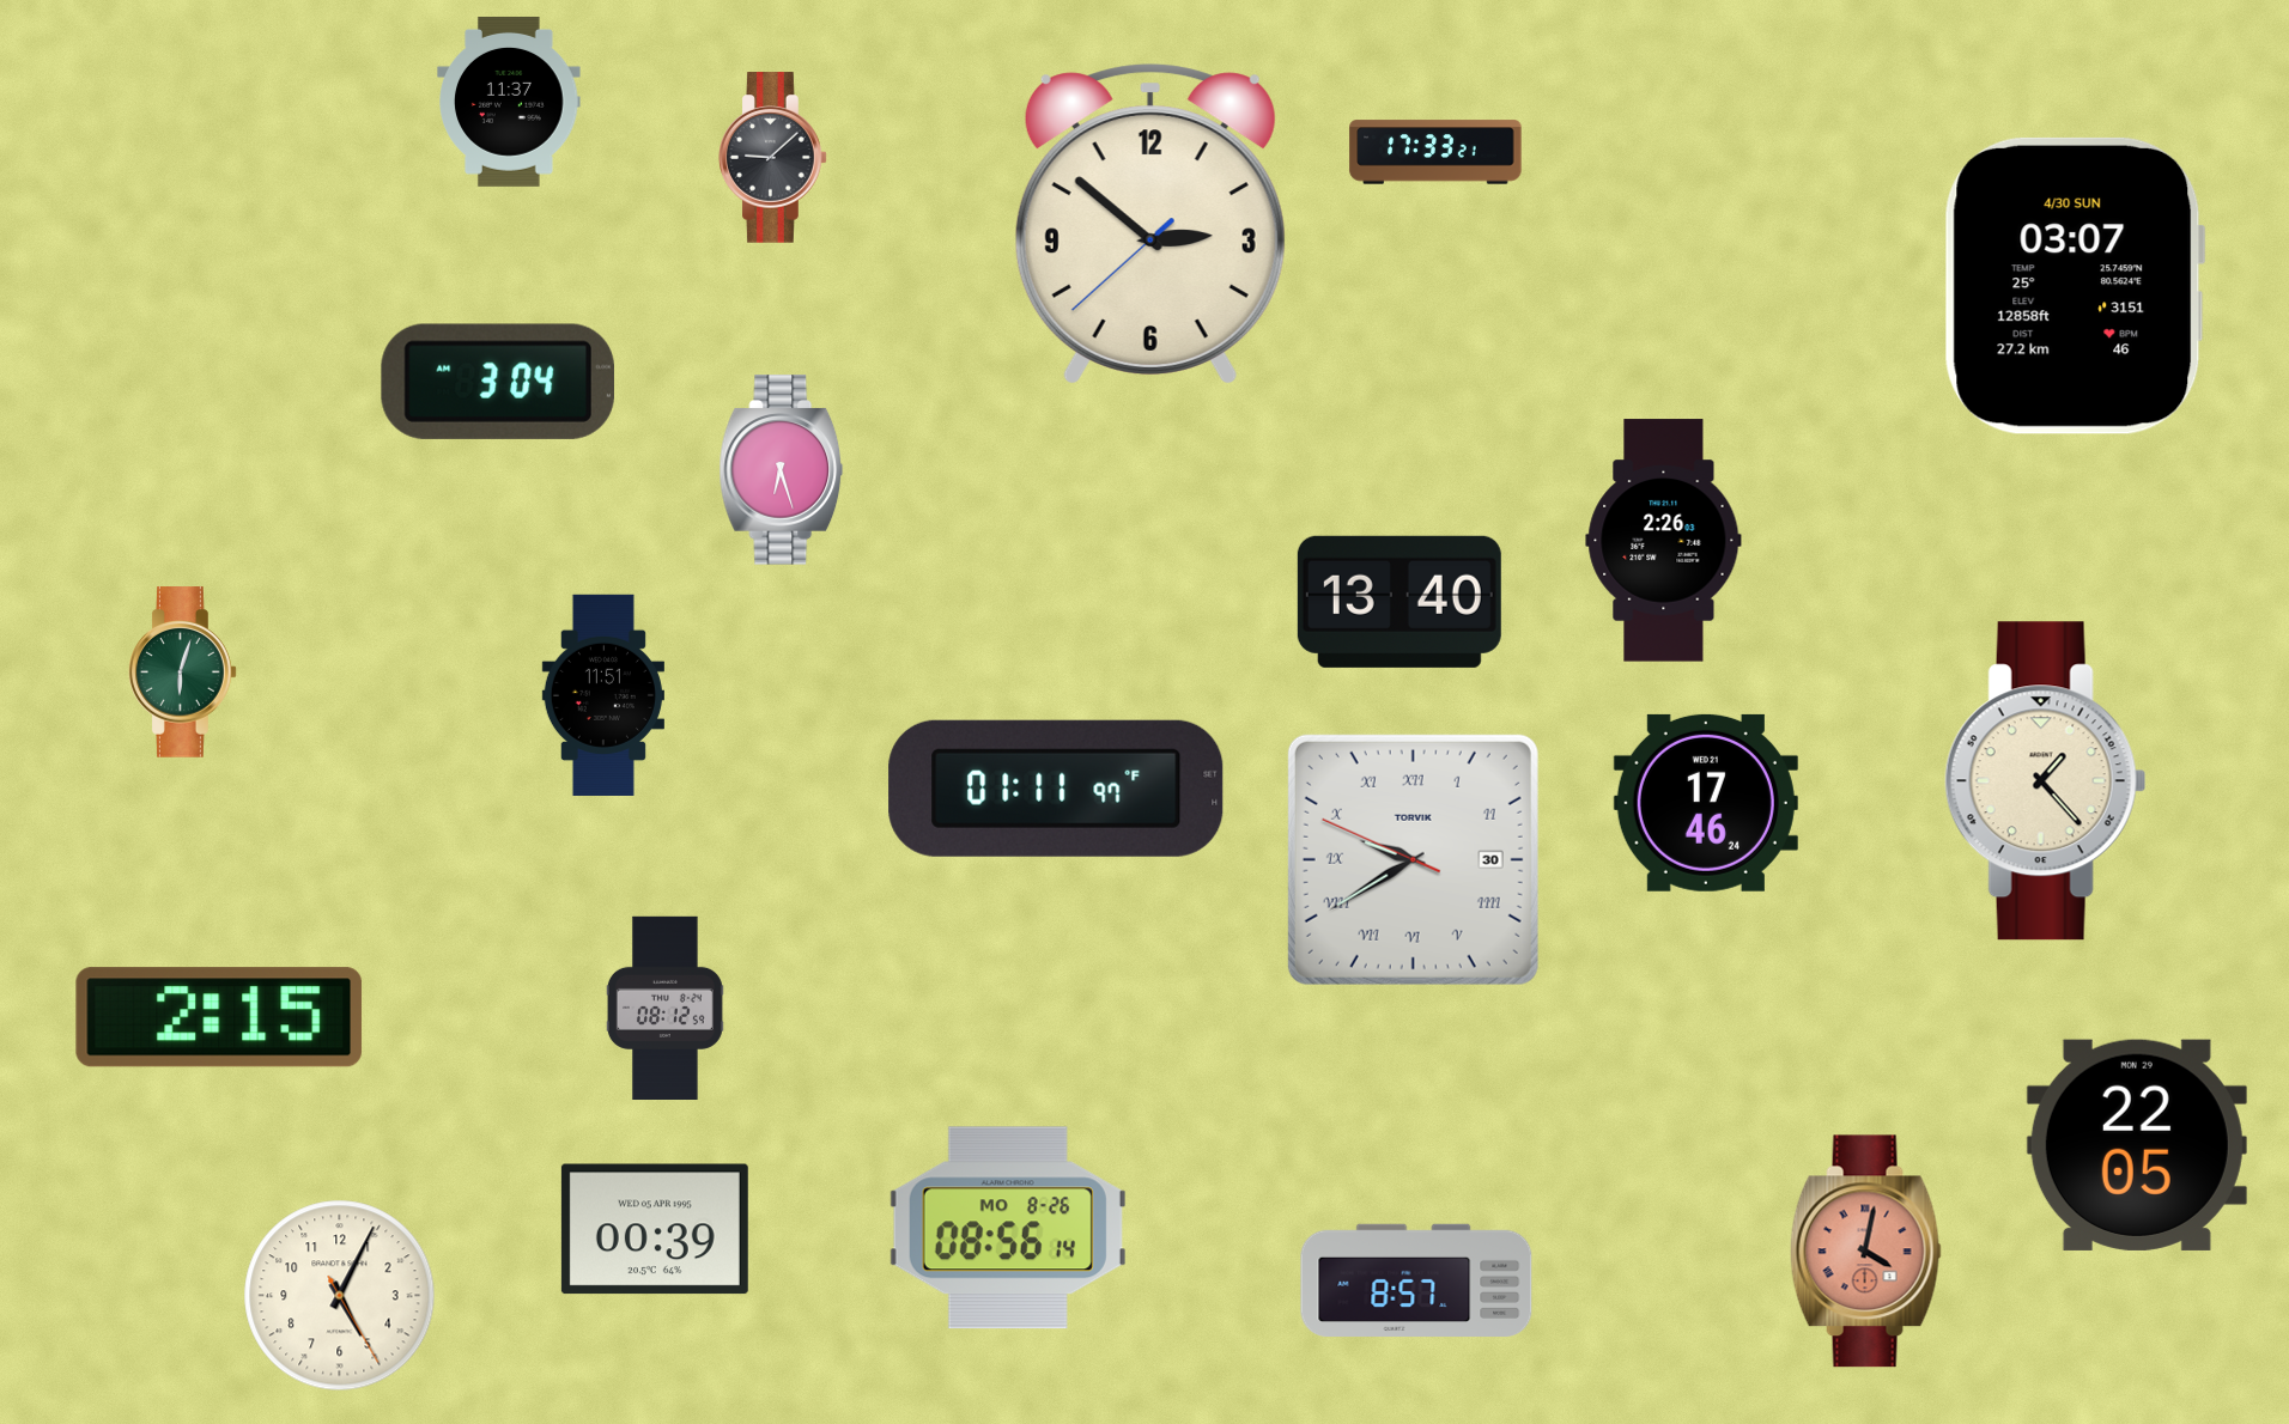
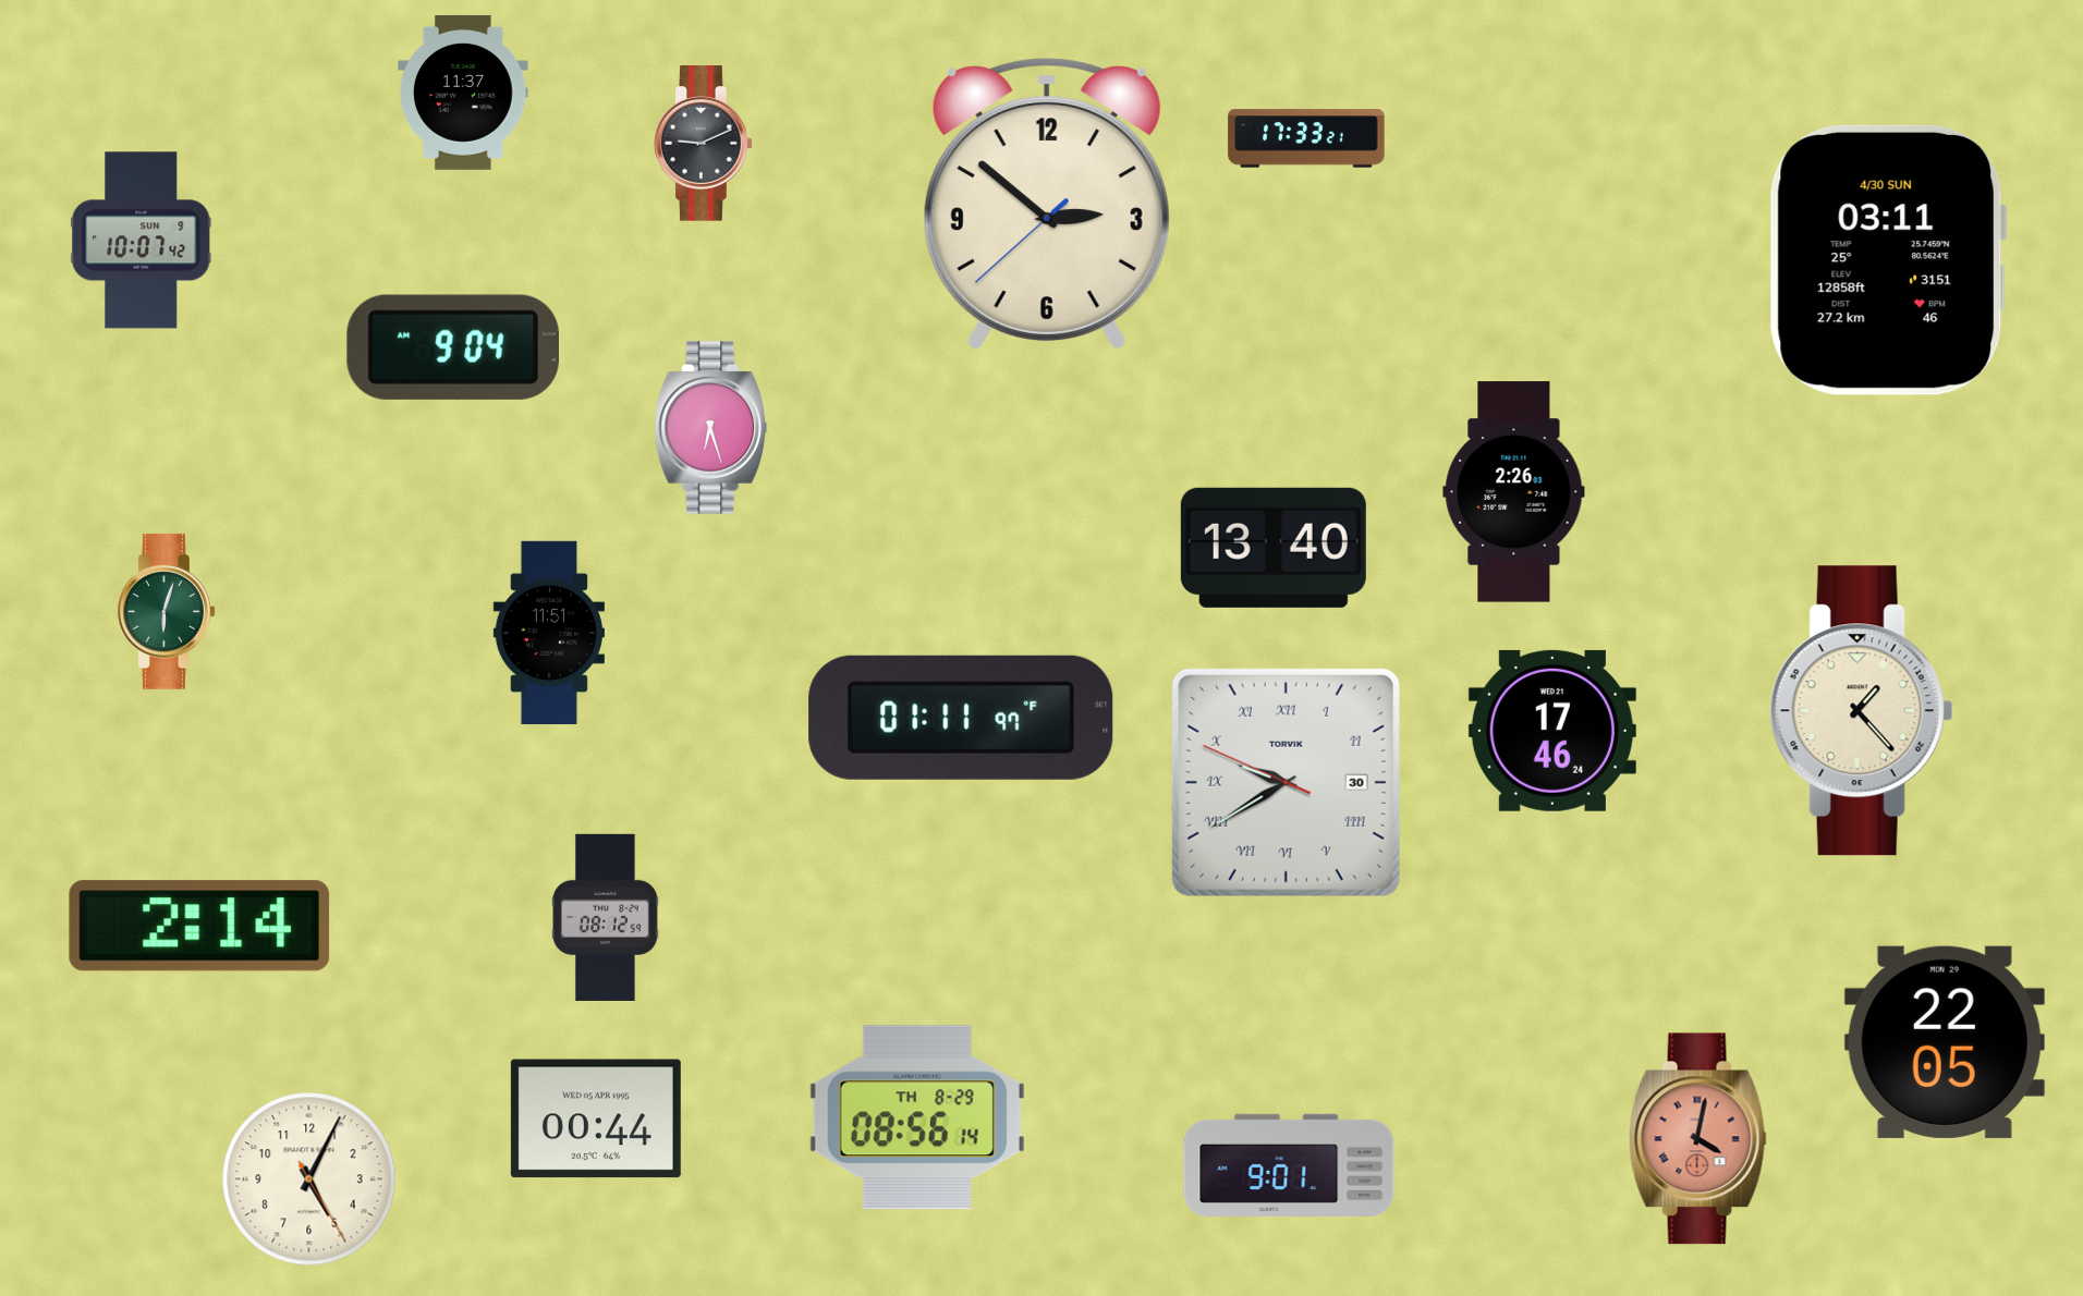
clock at (773, 158): 9:08 -> 9:11
clock at (142, 241): none -> 10:07
clock at (2075, 286): 03:07 -> 03:11
clock at (498, 382): 3:04 -> 9:04
clock at (219, 1017): 2:15 -> 2:14
clock at (1008, 1228) date: MO 8-26 -> TH 8-29
clock at (655, 1229): 00:39 -> 00:44
clock at (1416, 1279): 8:57 -> 9:01
